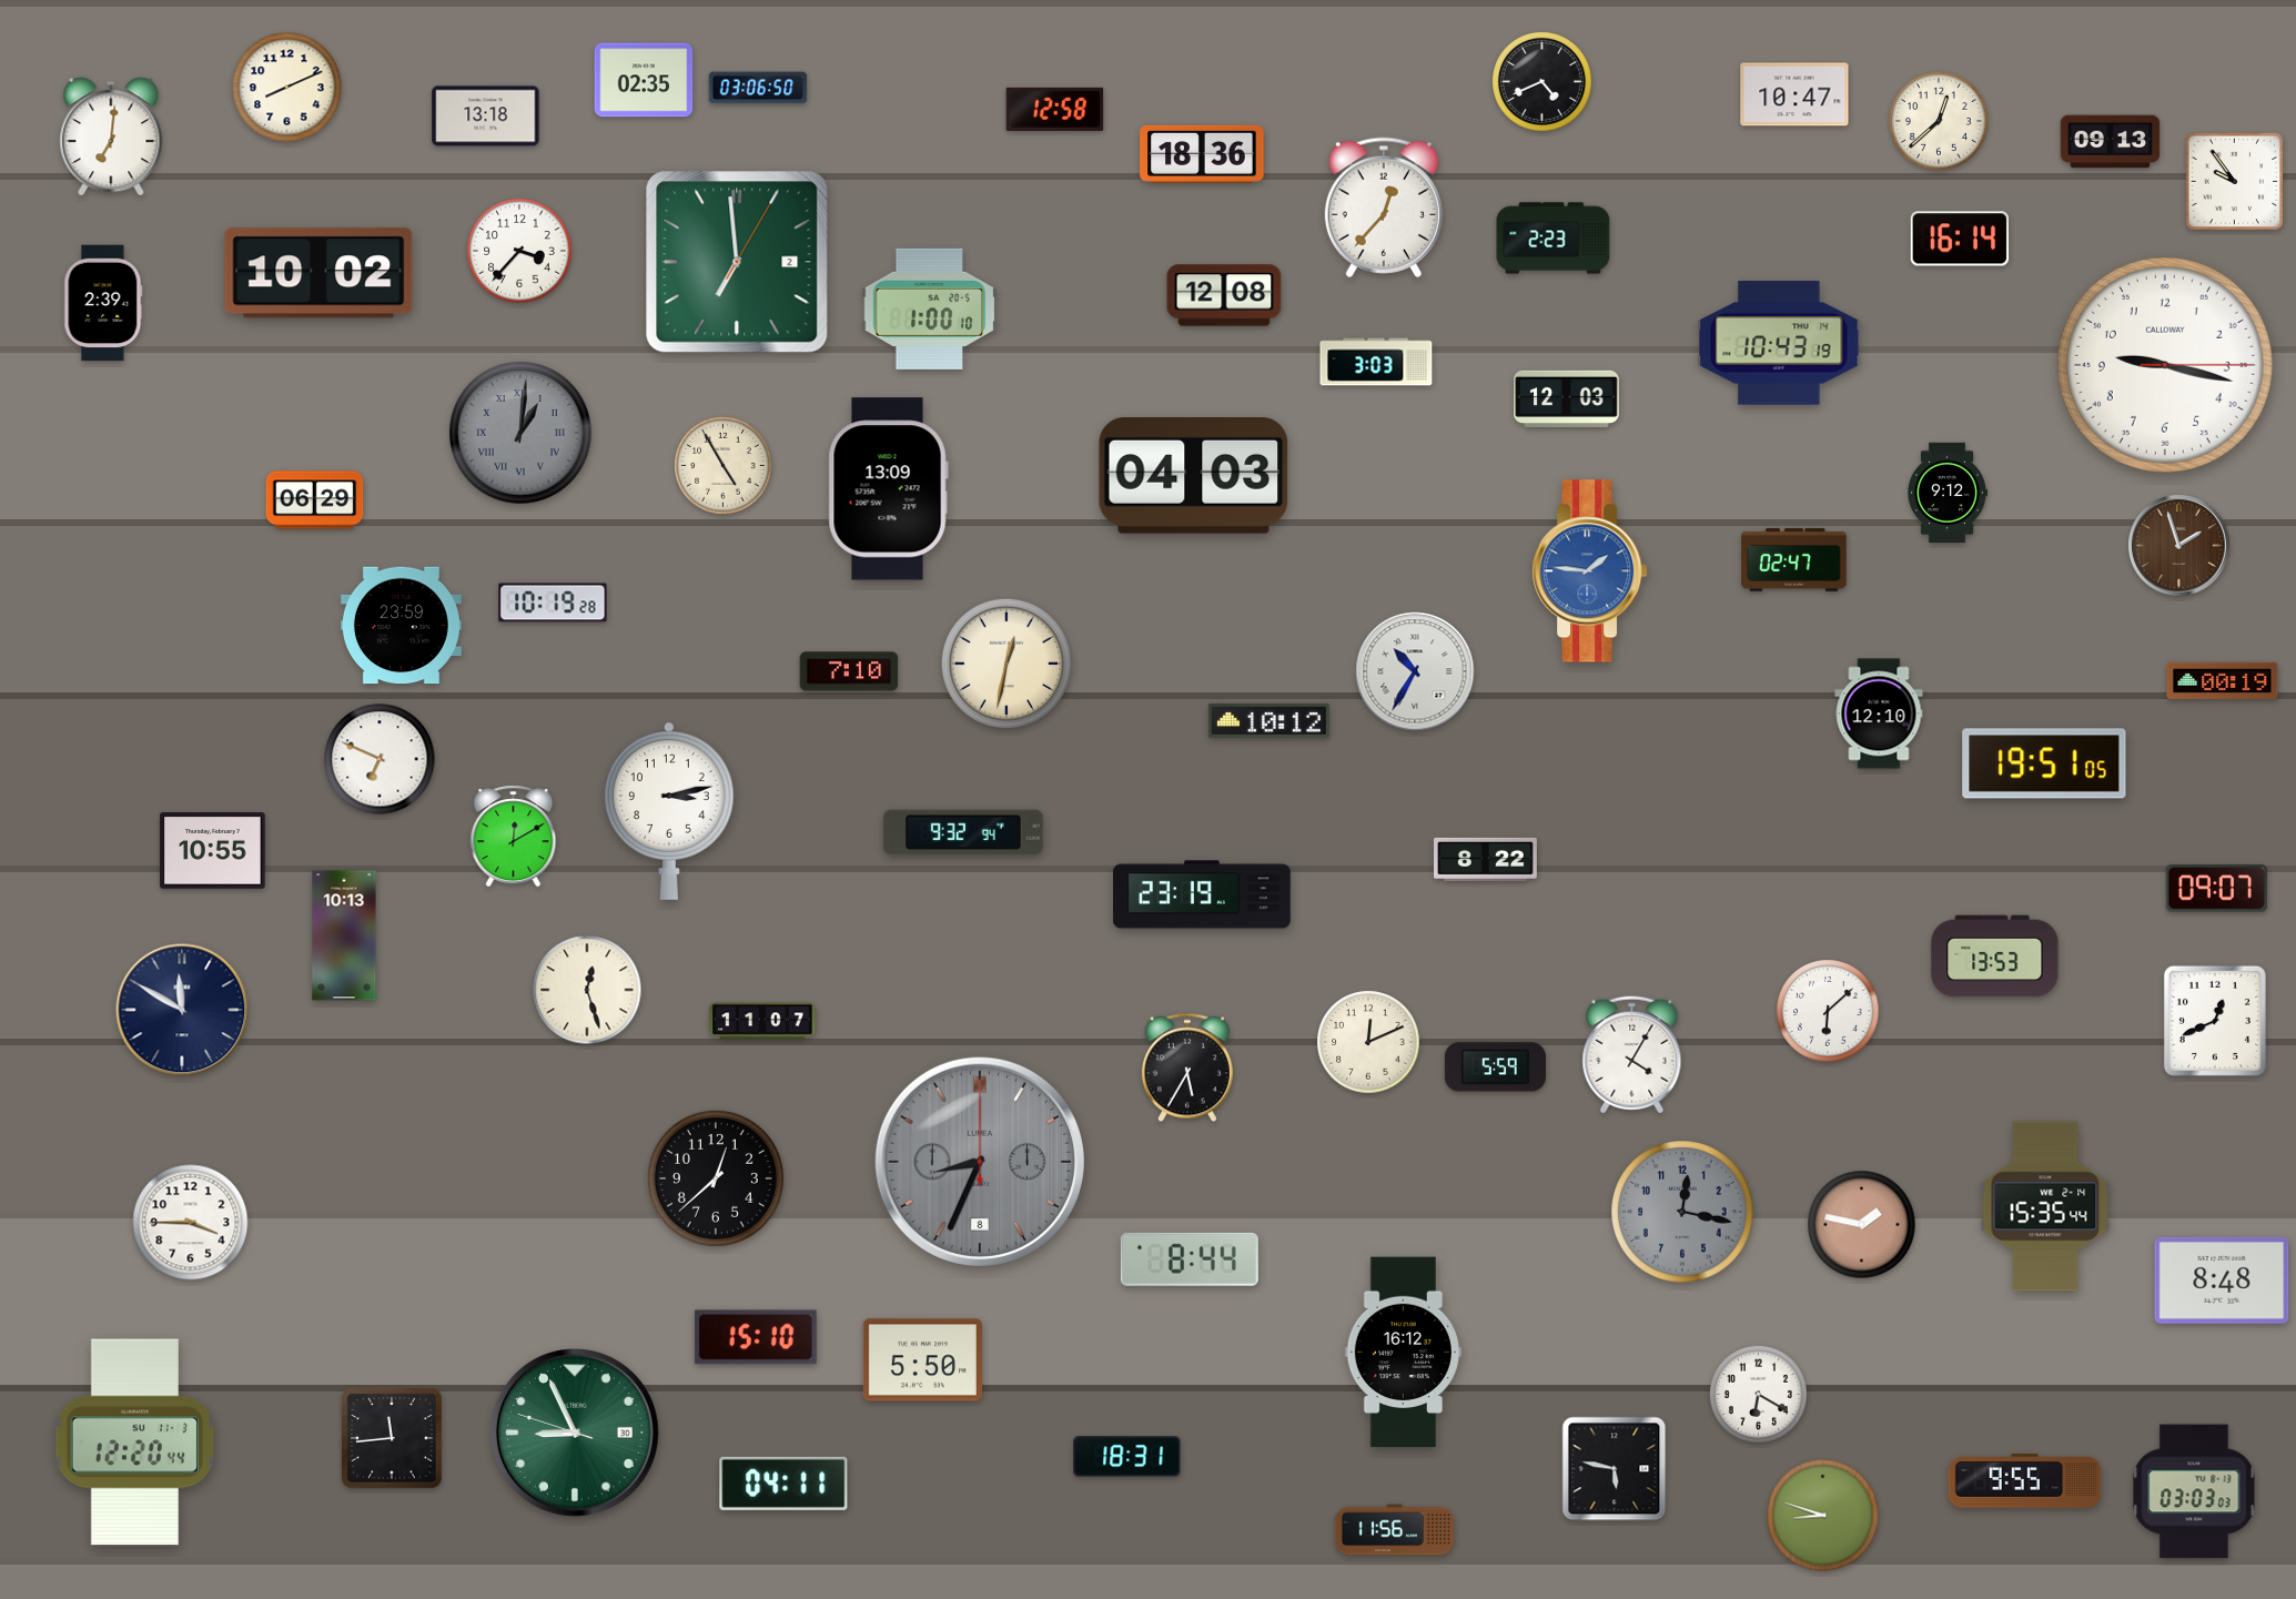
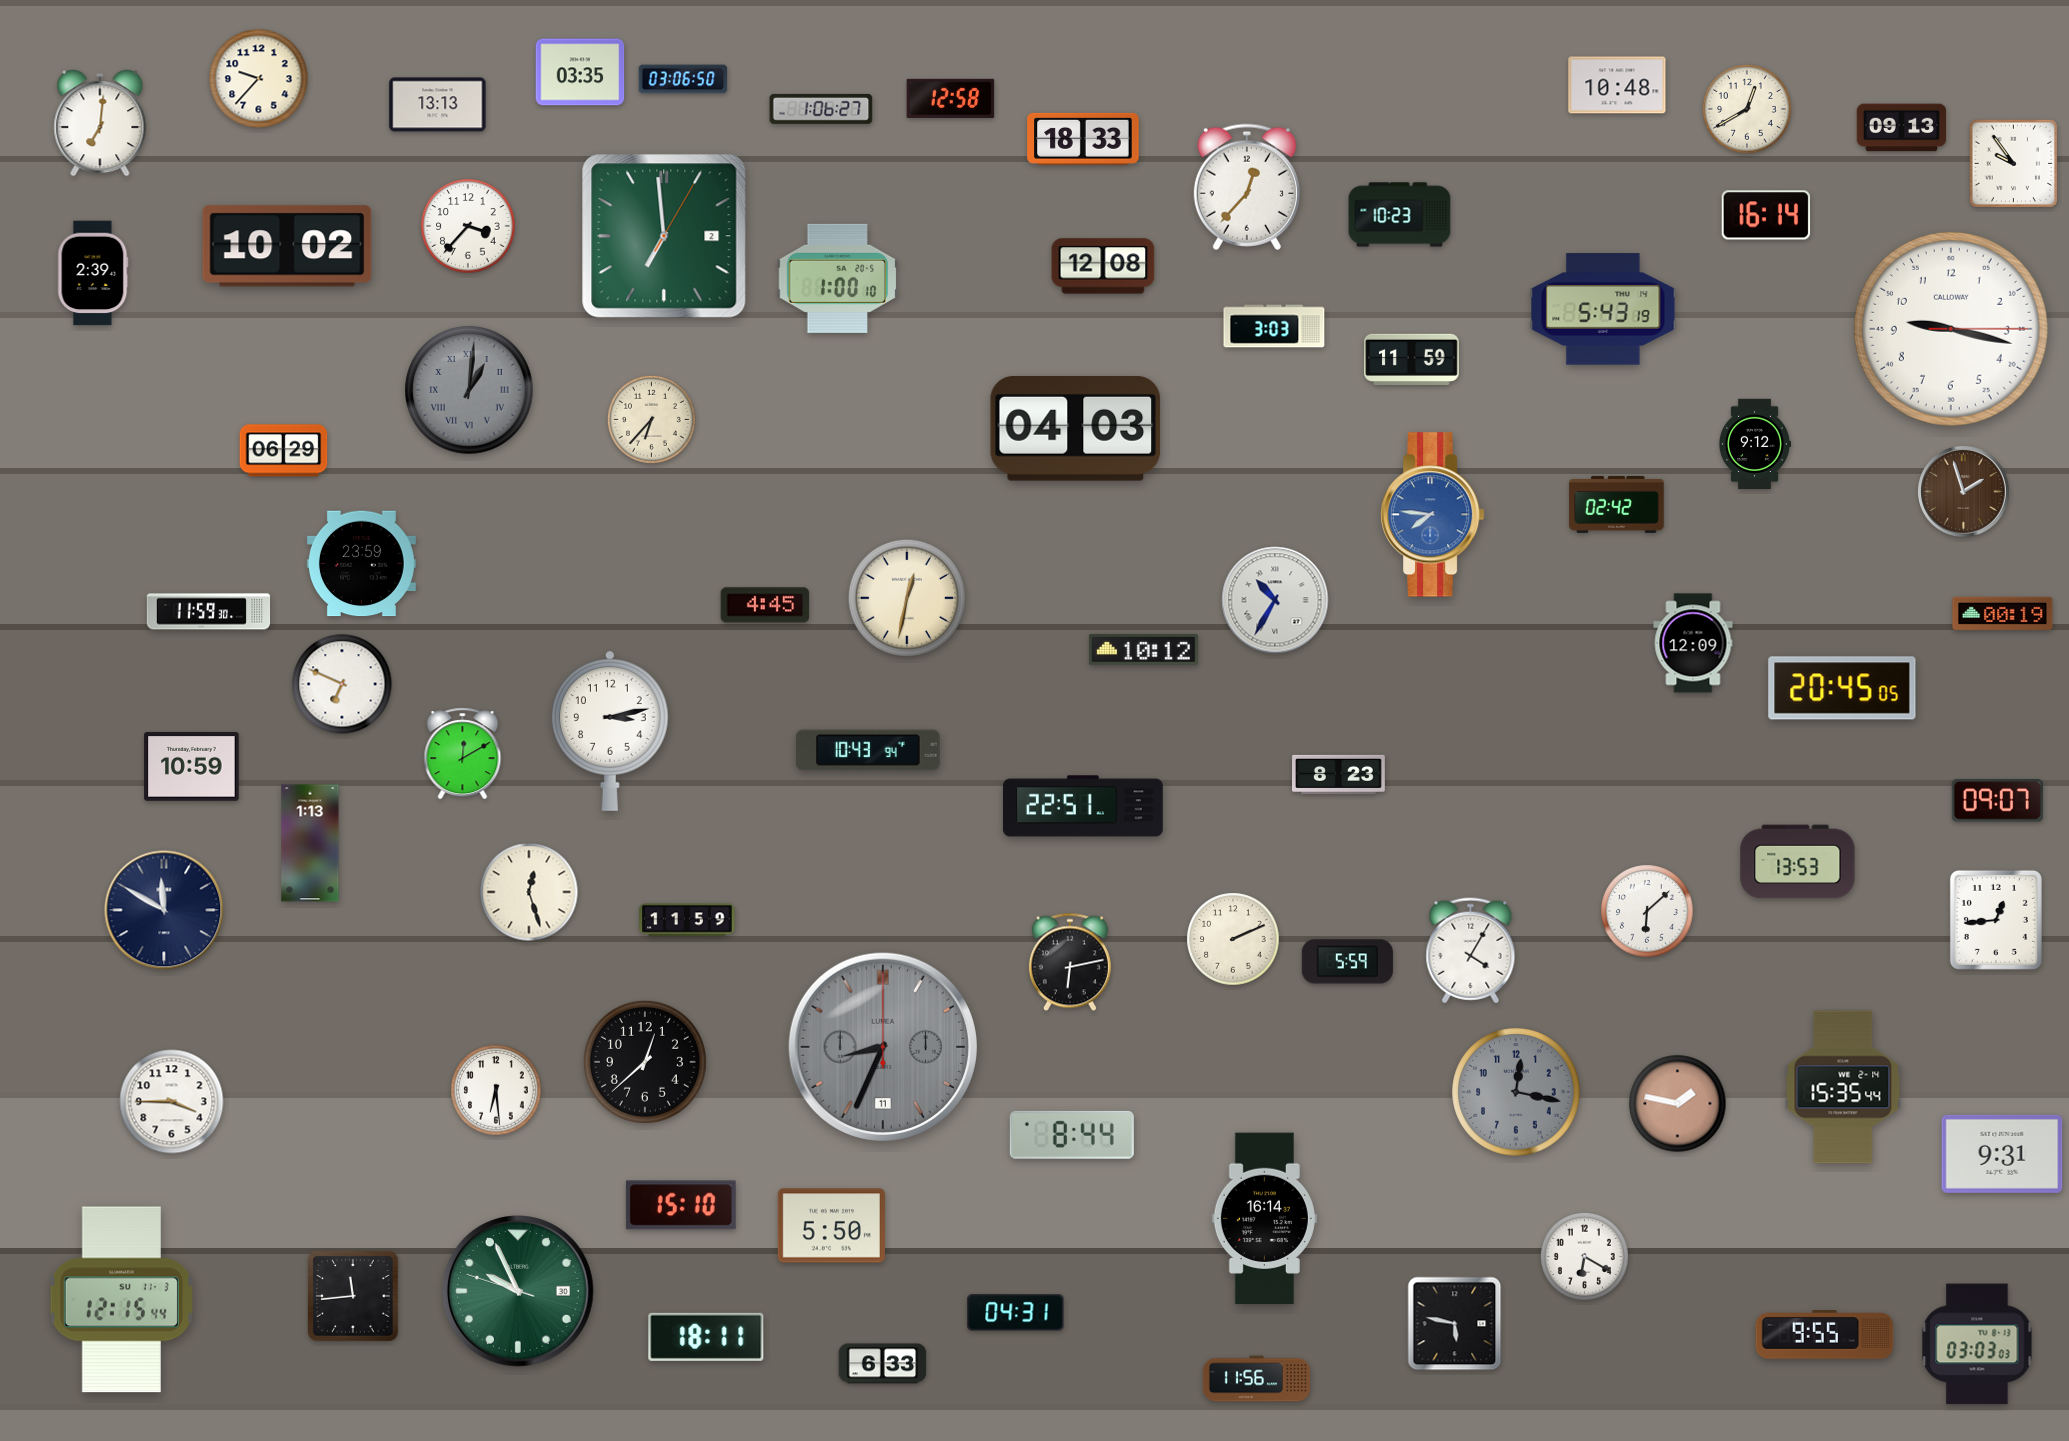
clock at (644, 80): 02:35 -> 03:35
clock at (1543, 82): 4:41 -> none
clock at (287, 88): 8:11 -> 9:37
clock at (1794, 94): 10:47 -> 10:48
clock at (486, 117): 13:18 -> 13:13
clock at (821, 109): none -> 1:06
clock at (1939, 121): 12:38 -> 12:40
clock at (1202, 154): 18:36 -> 18:33
clock at (1554, 239): 2:23 -> 10:23
clock at (1779, 343): 10:43 -> 5:43
clock at (1376, 362) position: (1376, 362) -> (1274, 326)
clock at (1567, 398): 12:03 -> 11:59
clock at (722, 465): 4:55 -> 6:37
clock at (888, 489): 13:09 -> none
clock at (1794, 559): 02:47 -> 02:42
clock at (1590, 571): 1:46 -> 7:46
clock at (553, 603): 10:19 -> none
clock at (849, 671): 7:10 -> 4:45
clock at (1415, 671) position: (1415, 671) -> (1275, 600)
clock at (209, 612): none -> 11:59
clock at (1879, 714): 12:10 -> 12:09
clock at (2044, 763): 19:51 -> 20:45
clock at (669, 811) position: (669, 811) -> (610, 731)
clock at (963, 832): 9:32 -> 10:43
clock at (213, 851): 10:55 -> 10:59
clock at (1486, 859): 8:22 -> 8:23
clock at (1202, 894): 23:19 -> 22:51
clock at (344, 935): 10:13 -> 1:13
clock at (762, 1021): 11:07 -> 11:59
clock at (2215, 1021): 12:41 -> 12:44
clock at (1368, 1042): 12:11 -> 2:11
clock at (1187, 1067): 5:35 -> 6:13
clock at (980, 1162) date: 8 -> 11
clock at (497, 1091): none -> 6:29
clock at (2222, 1281): 8:48 -> 9:31
clock at (1403, 1353): 16:12 -> 16:14
clock at (576, 1434): 8:55 -> 9:55
clock at (134, 1443): 12:20 -> 12:15
clock at (1127, 1457): 18:31 -> 04:31
clock at (783, 1484): 04:11 -> 18:11
clock at (883, 1364): none -> 6:33
clock at (1823, 1516): 8:48 -> none
